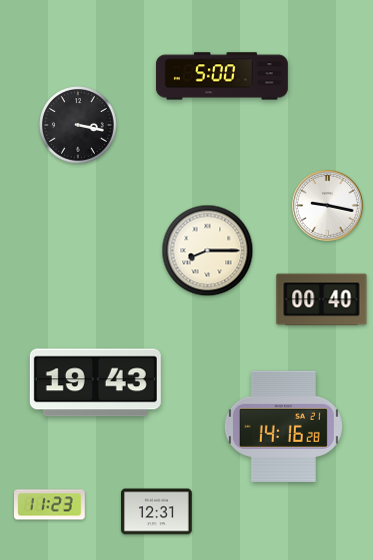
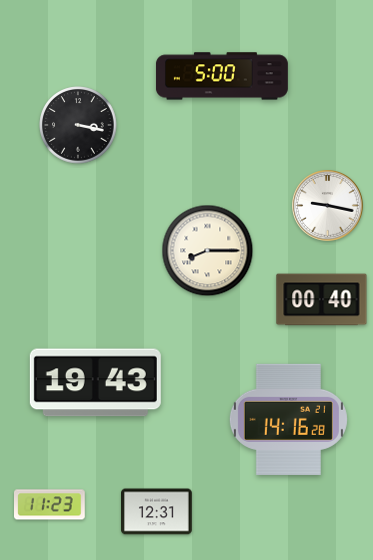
clock at (283, 426) position: (283, 426) -> (288, 419)
